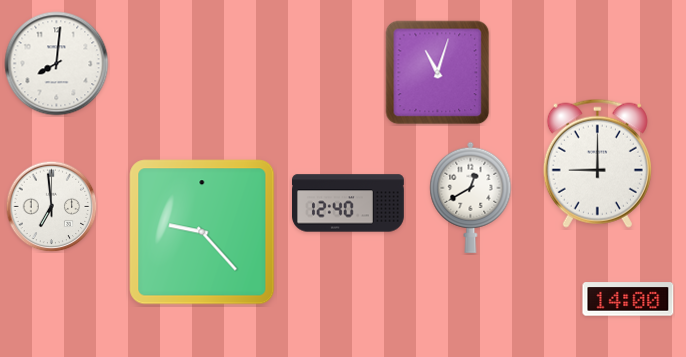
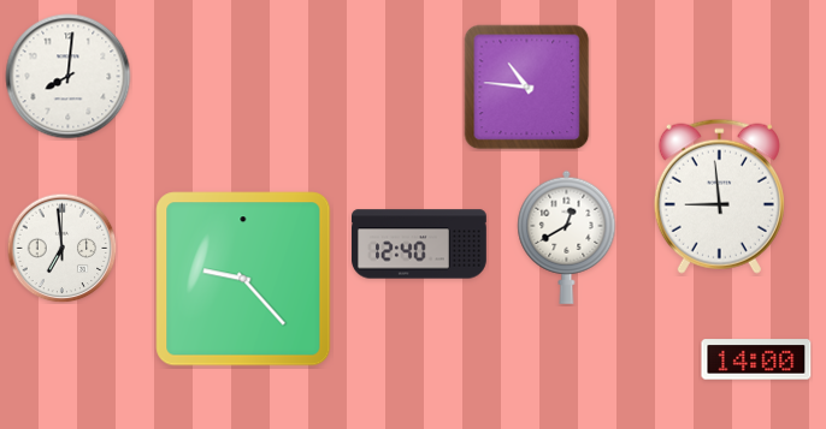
clock at (438, 73): 11:03 -> 10:46
clock at (597, 163): 9:00 -> 8:59
